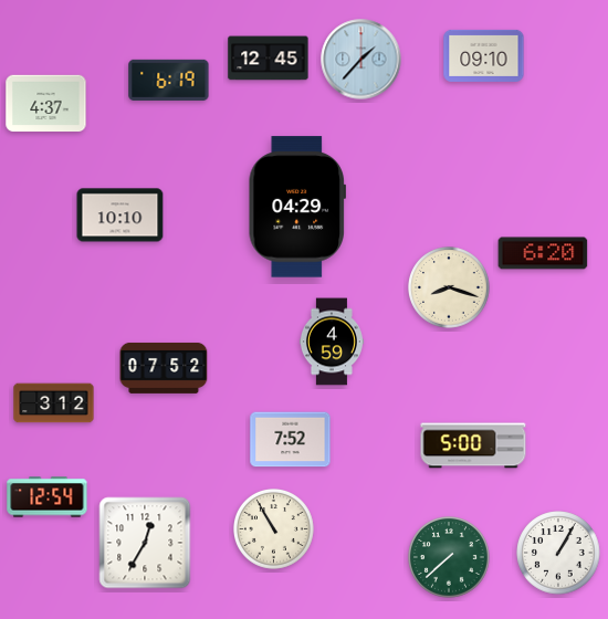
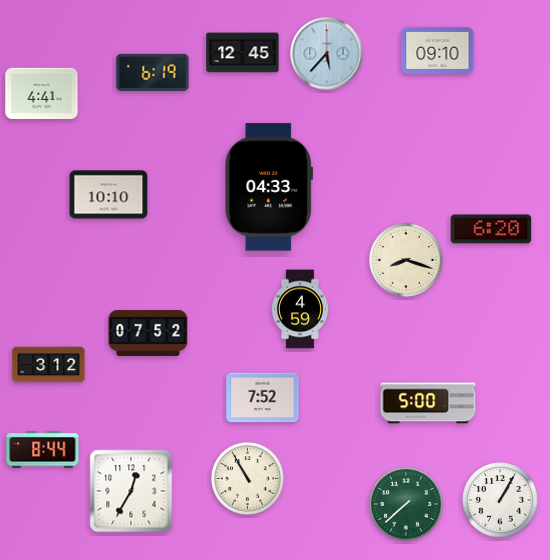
clock at (361, 60): 1:37 -> 5:37
clock at (46, 104): 4:37 -> 4:41
clock at (296, 207): 04:29 -> 04:33
clock at (48, 497): 12:54 -> 8:44
clock at (558, 553) position: (558, 553) -> (500, 500)
